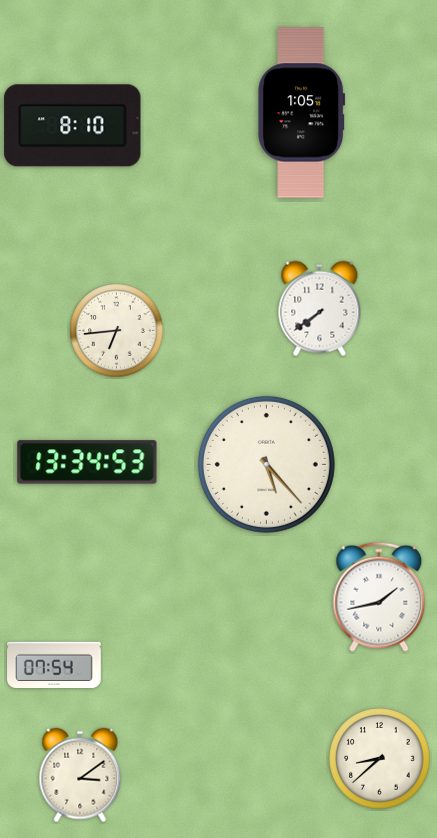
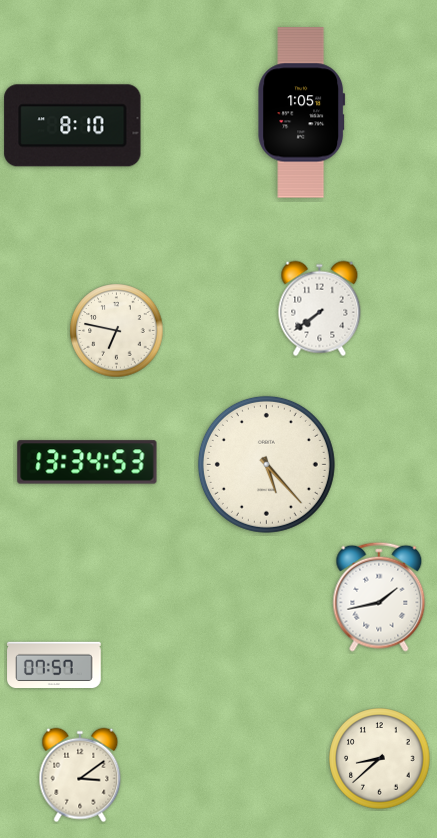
clock at (117, 331): 6:44 -> 6:47
clock at (54, 665): 07:54 -> 07:57
